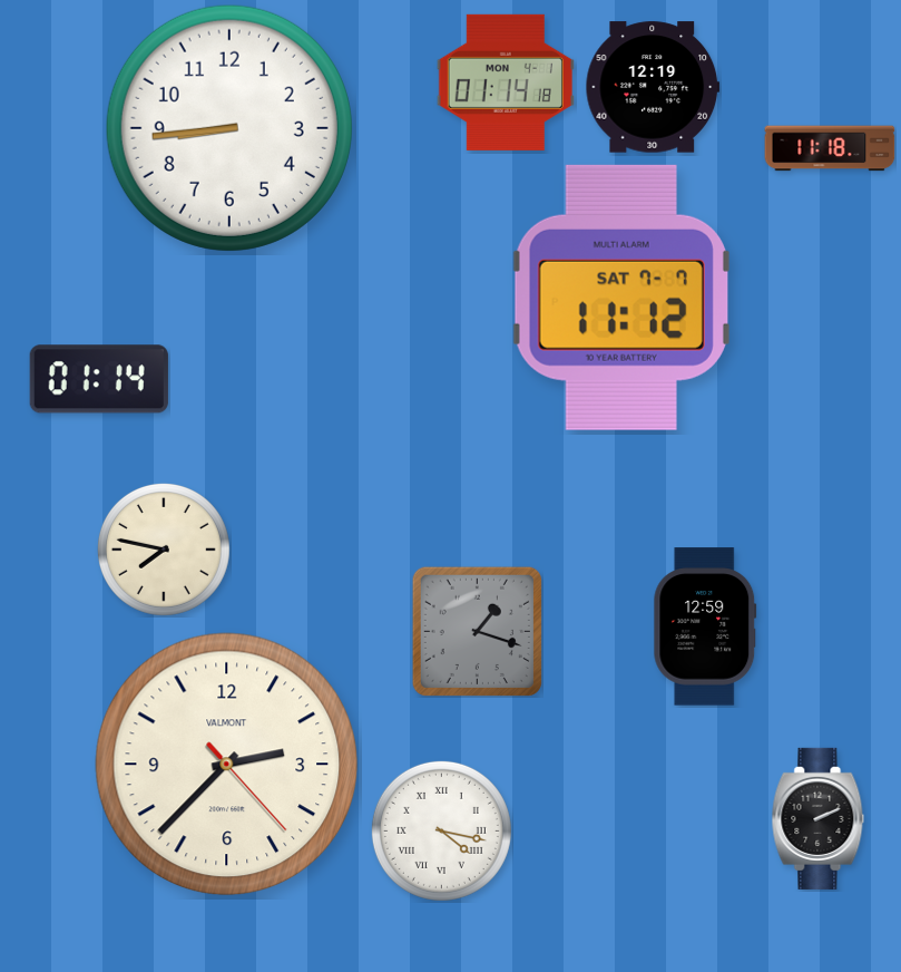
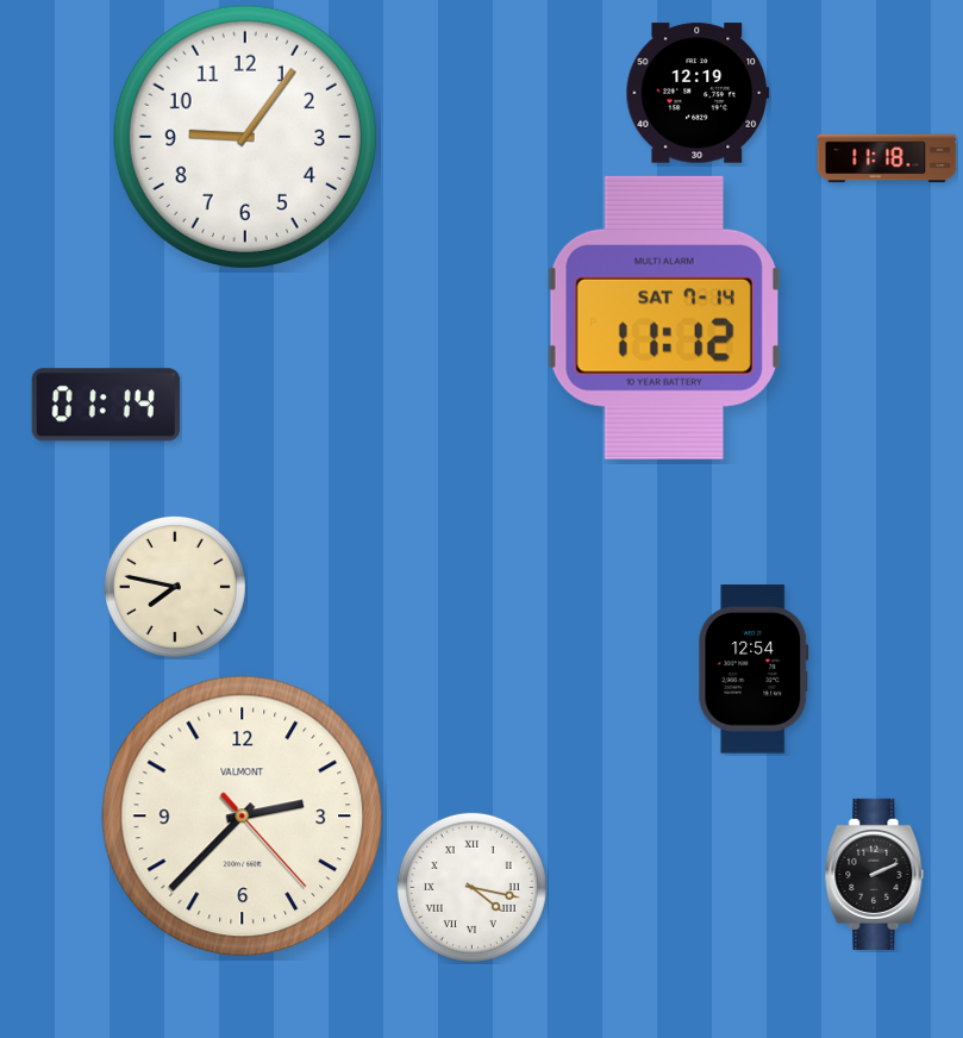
clock at (506, 82): 01:14 -> none
clock at (229, 128): 8:44 -> 9:06
clock at (621, 298) date: SAT 7-7 -> SAT 7-14
clock at (705, 626): 12:59 -> 12:54
clock at (477, 631): 1:18 -> none
